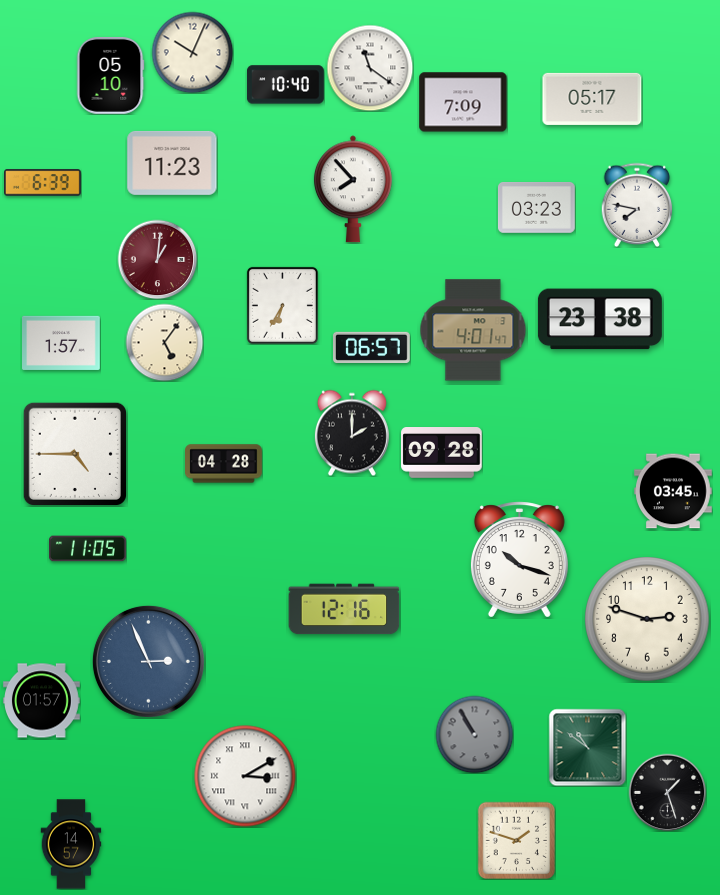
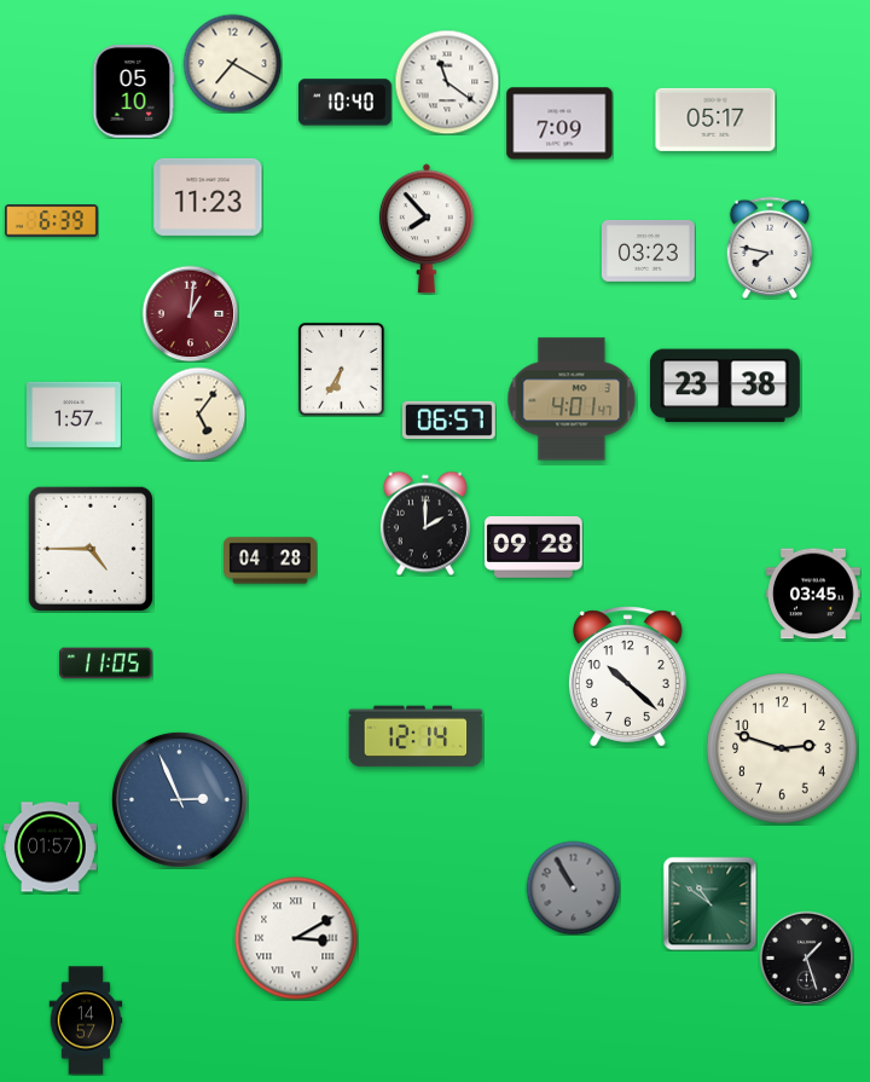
clock at (192, 52): 10:04 -> 7:20
clock at (519, 560): 10:18 -> 10:22
clock at (344, 609): 12:16 -> 12:14
clock at (516, 840): 1:48 -> none
